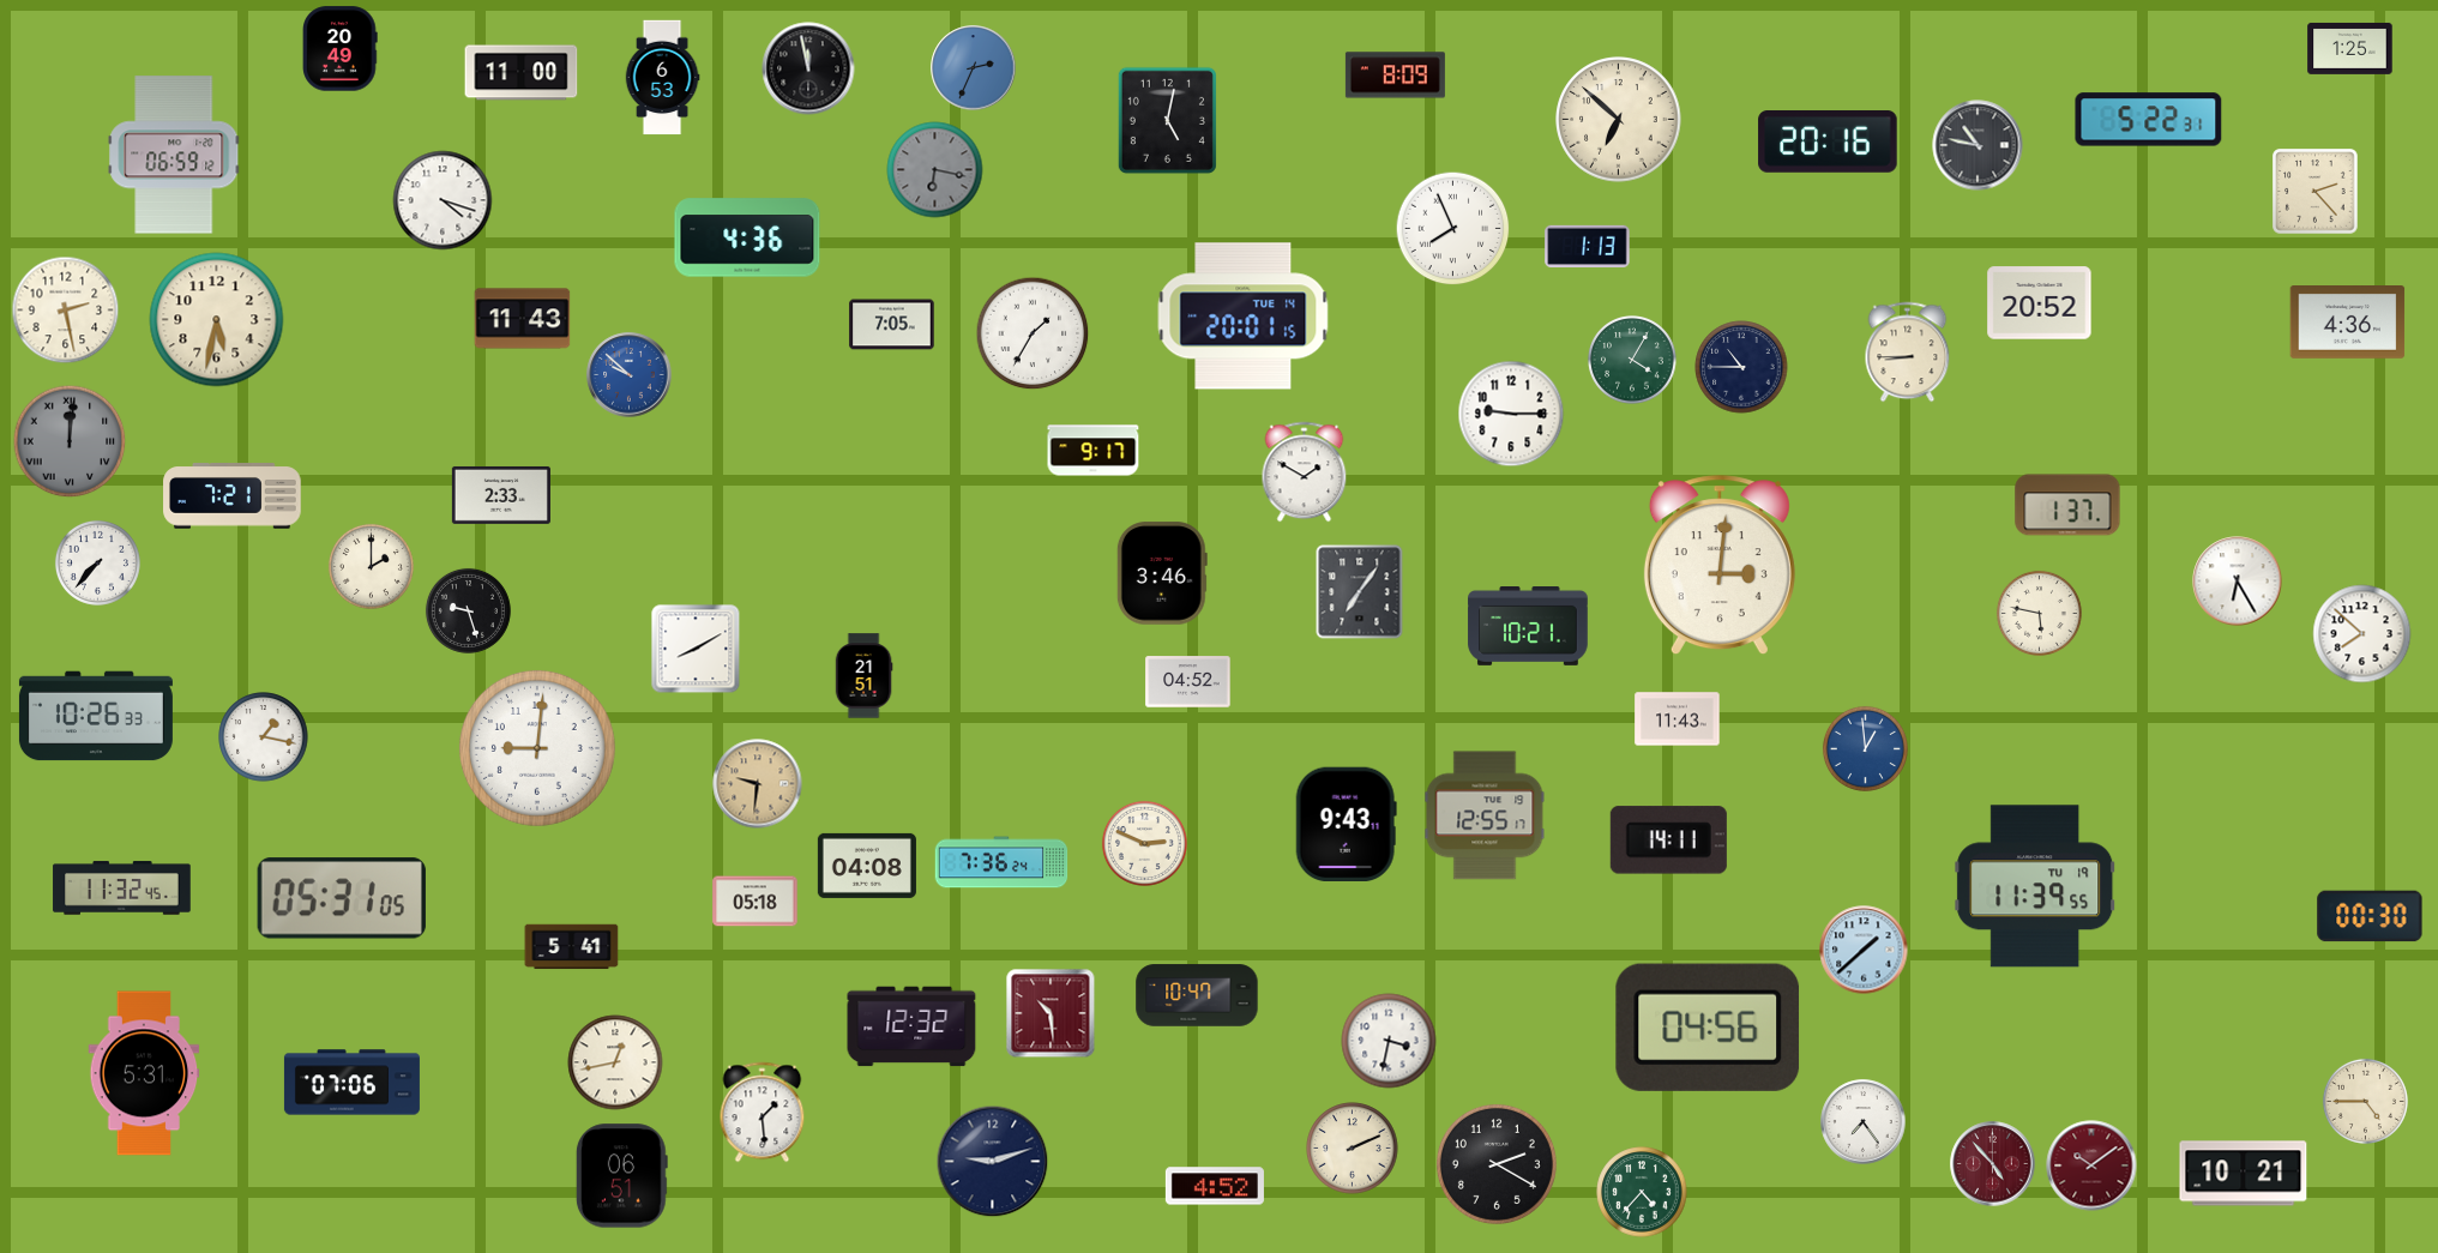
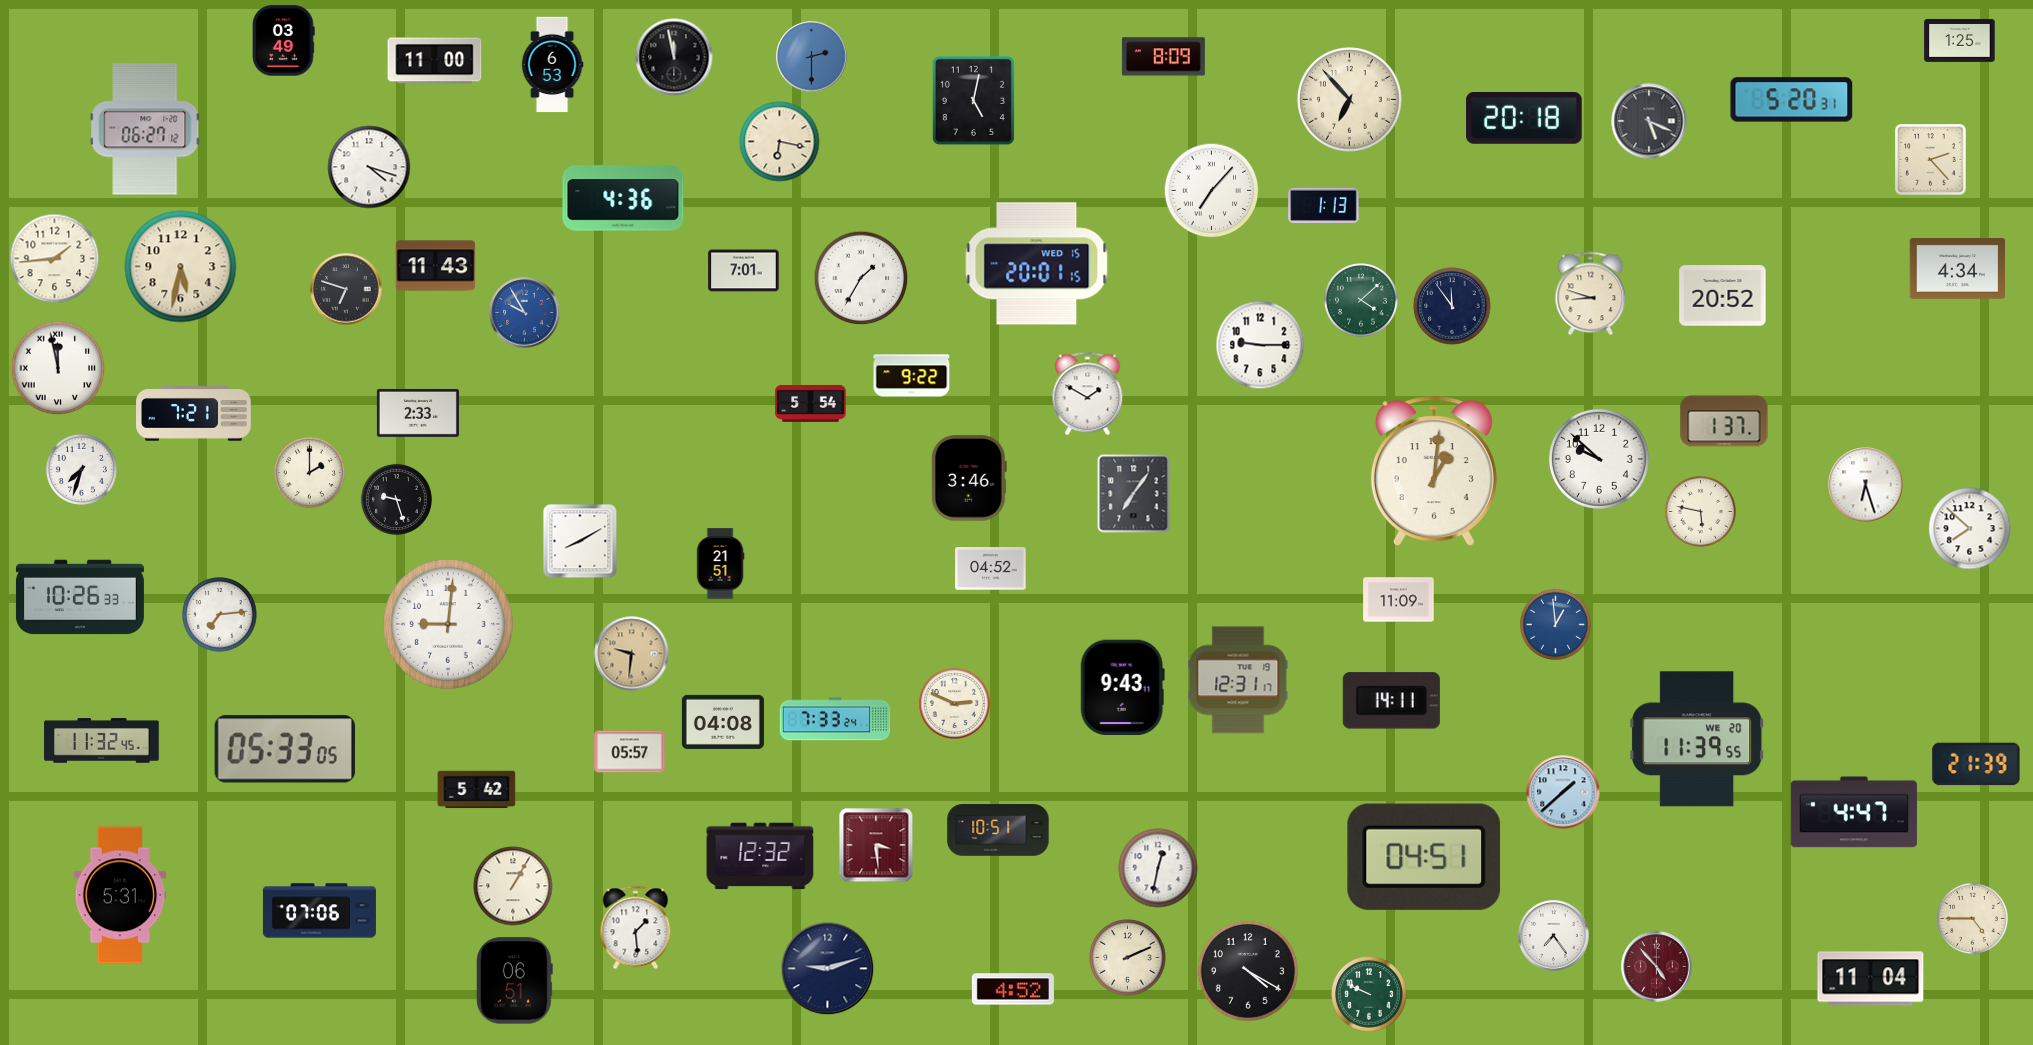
clock at (341, 49): 20:49 -> 03:49
clock at (974, 68): 2:34 -> 2:30
clock at (1395, 76) position: (1395, 76) -> (1163, 57)
clock at (1619, 120): 6:52 -> 6:53
clock at (2149, 120): 5:22 -> 5:20
clock at (1828, 141): 20:16 -> 20:18
clock at (1978, 145): 10:47 -> 5:19
clock at (174, 155): 06:59 -> 06:27
clock at (935, 170) dial: grey -> cream
clock at (1453, 229): 7:56 -> 7:07
clock at (2040, 303) position: (2040, 303) -> (1723, 296)
clock at (66, 311): 2:28 -> 1:44
clock at (1244, 317) date: TUE 14 -> WED 15
clock at (2348, 323): 4:36 -> 4:34
clock at (892, 325): 7:05 -> 7:01
clock at (346, 289): none -> 6:48
clock at (1908, 353): 8:45 -> 8:48
clock at (1632, 360): 4:05 -> 4:08
clock at (1741, 367): 10:45 -> 11:54
clock at (630, 375): 9:52 -> 9:55
clock at (70, 441): 12:01 -> 11:58
clock at (70, 441) dial: grey -> white
clock at (1094, 451): 9:17 -> 9:22
clock at (811, 403): none -> 5:54
clock at (1599, 459): none -> 9:52
clock at (97, 562): 7:37 -> 7:33
clock at (1720, 566): 3:01 -> 1:01
clock at (2238, 582): 6:25 -> 6:27
clock at (468, 610) position: (468, 610) -> (396, 499)
clock at (1528, 627): 10:21 -> none
clock at (1678, 719): 11:43 -> 11:09
clock at (264, 737): 1:17 -> 7:14
clock at (1485, 815): 12:55 -> 12:31
clock at (1001, 862): 7:36 -> 7:33
clock at (2035, 886) date: TU 19 -> WE 20
clock at (342, 898): 05:31 -> 05:33
clock at (756, 902): 05:18 -> 05:57
clock at (2370, 916): 00:30 -> 21:39
clock at (572, 947): 5:41 -> 5:42
clock at (1864, 950) position: (1864, 950) -> (1563, 792)
clock at (1854, 812): none -> 4:47
clock at (1197, 995): 10:47 -> 10:51
clock at (1051, 1013): 10:29 -> 3:29
clock at (1708, 1028): 04:56 -> 04:51
clock at (1389, 1041): 3:32 -> 12:32
clock at (615, 1062): 12:43 -> 1:05
clock at (351, 1083) position: (351, 1083) -> (319, 911)
clock at (1497, 1164): 2:20 -> 4:20
clock at (1993, 1164) position: (1993, 1164) -> (1657, 967)
clock at (2091, 1165): 10:09 -> none
clock at (2244, 1174): 10:21 -> 11:04
clock at (621, 1176) position: (621, 1176) -> (514, 981)
clock at (1642, 1192): 4:37 -> 9:49
